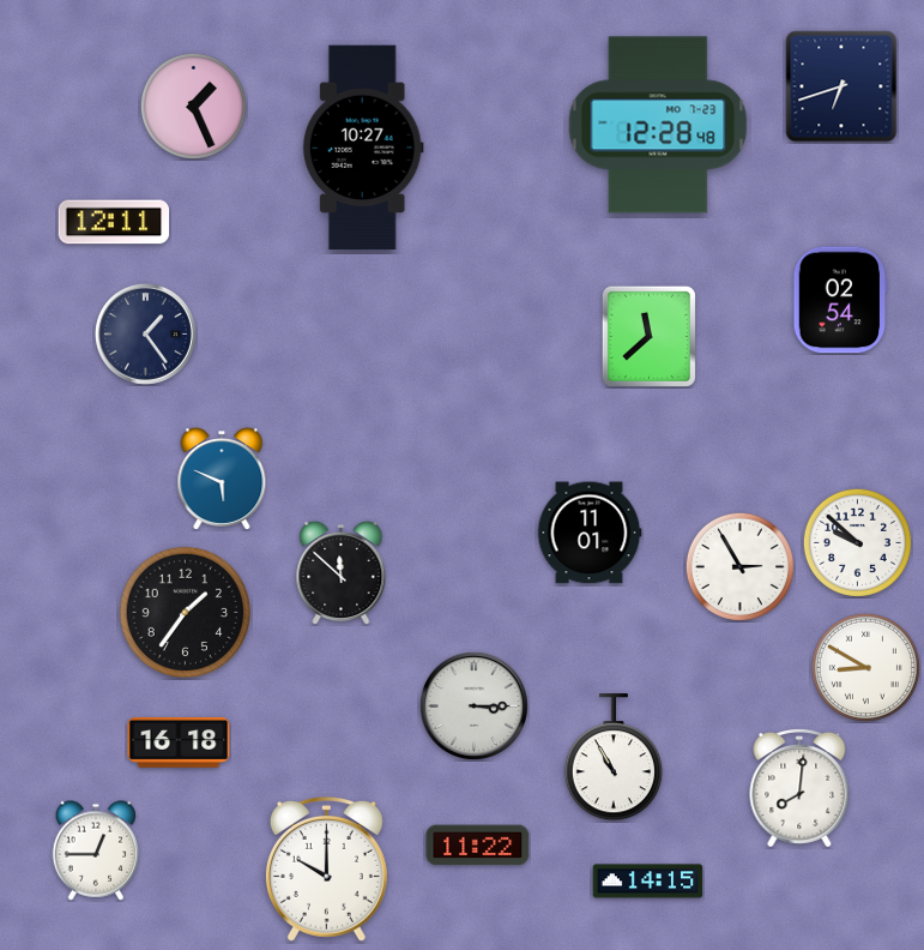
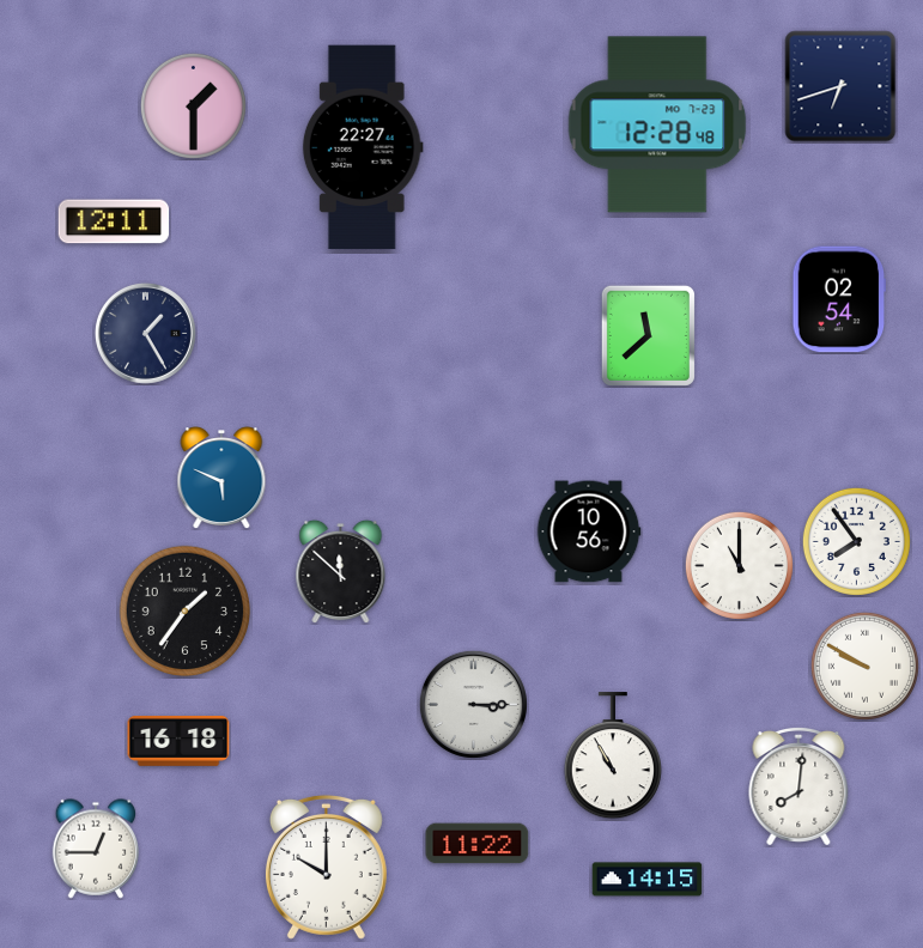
clock at (193, 106): 1:26 -> 1:30
clock at (363, 148): 10:27 -> 22:27
clock at (145, 333): 1:24 -> 1:25
clock at (590, 533): 11:01 -> 10:56
clock at (857, 542): 9:52 -> 7:54
clock at (739, 566): 2:55 -> 11:00
clock at (865, 667): 8:50 -> 9:50
